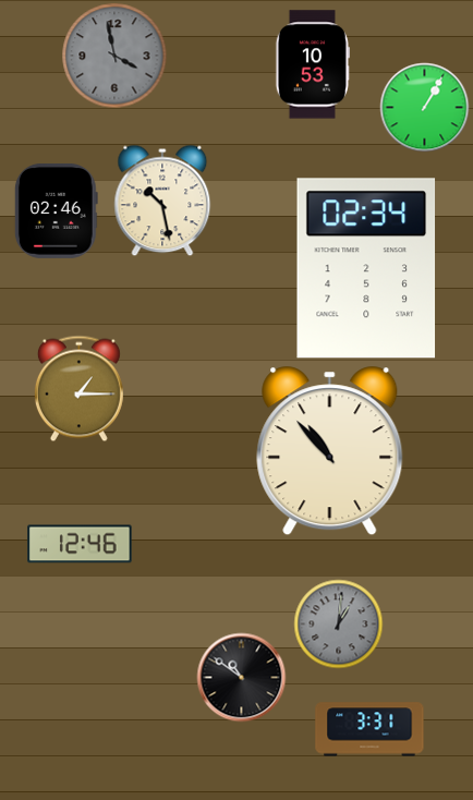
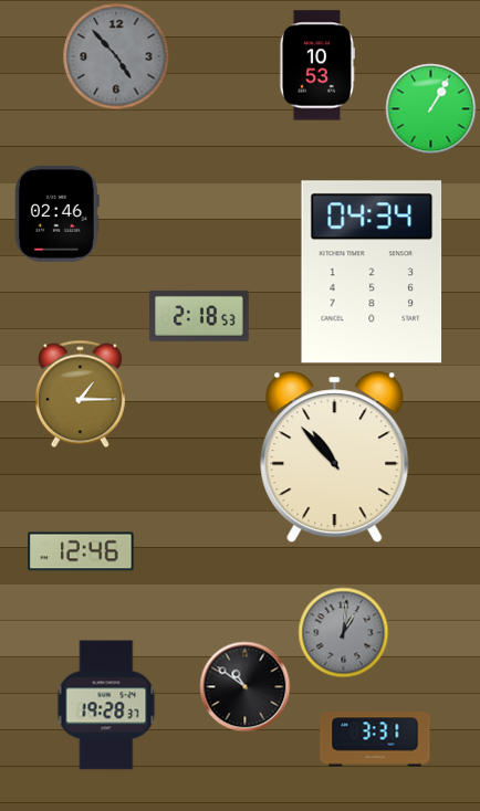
clock at (114, 56): 3:58 -> 4:53
clock at (162, 201): 10:28 -> none
clock at (366, 268): 02:34 -> 04:34
clock at (199, 316): none -> 2:18
clock at (106, 705): none -> 19:28
